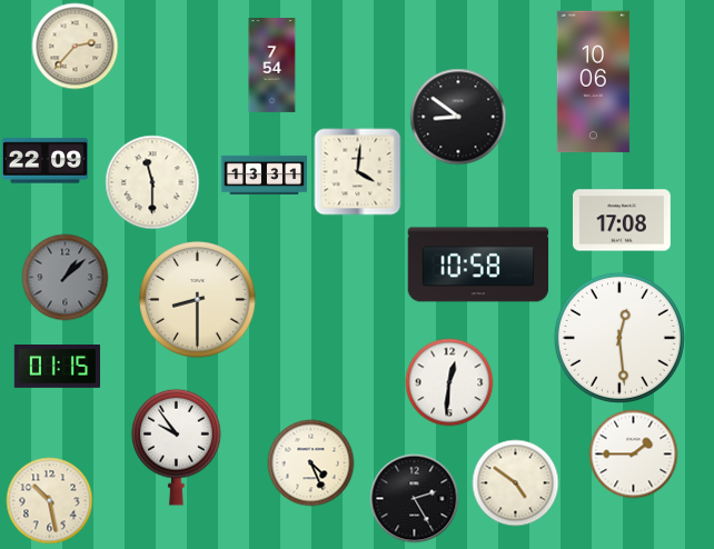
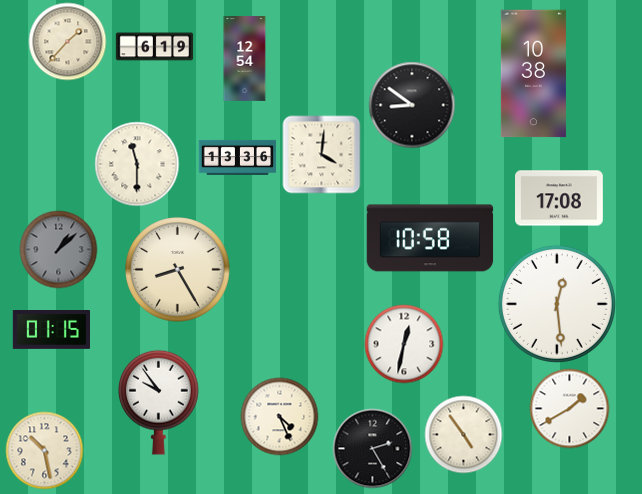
clock at (75, 46): 2:37 -> 1:37
clock at (154, 47): none -> 6:19
clock at (272, 66): 7:54 -> 12:54
clock at (593, 82): 10:06 -> 10:38
clock at (44, 161): 22:09 -> none
clock at (264, 174): 13:31 -> 13:36
clock at (198, 300): 8:30 -> 8:25
clock at (449, 382): 12:31 -> 12:32
clock at (633, 453): 1:45 -> 1:40
clock at (515, 482): 4:51 -> 4:54
